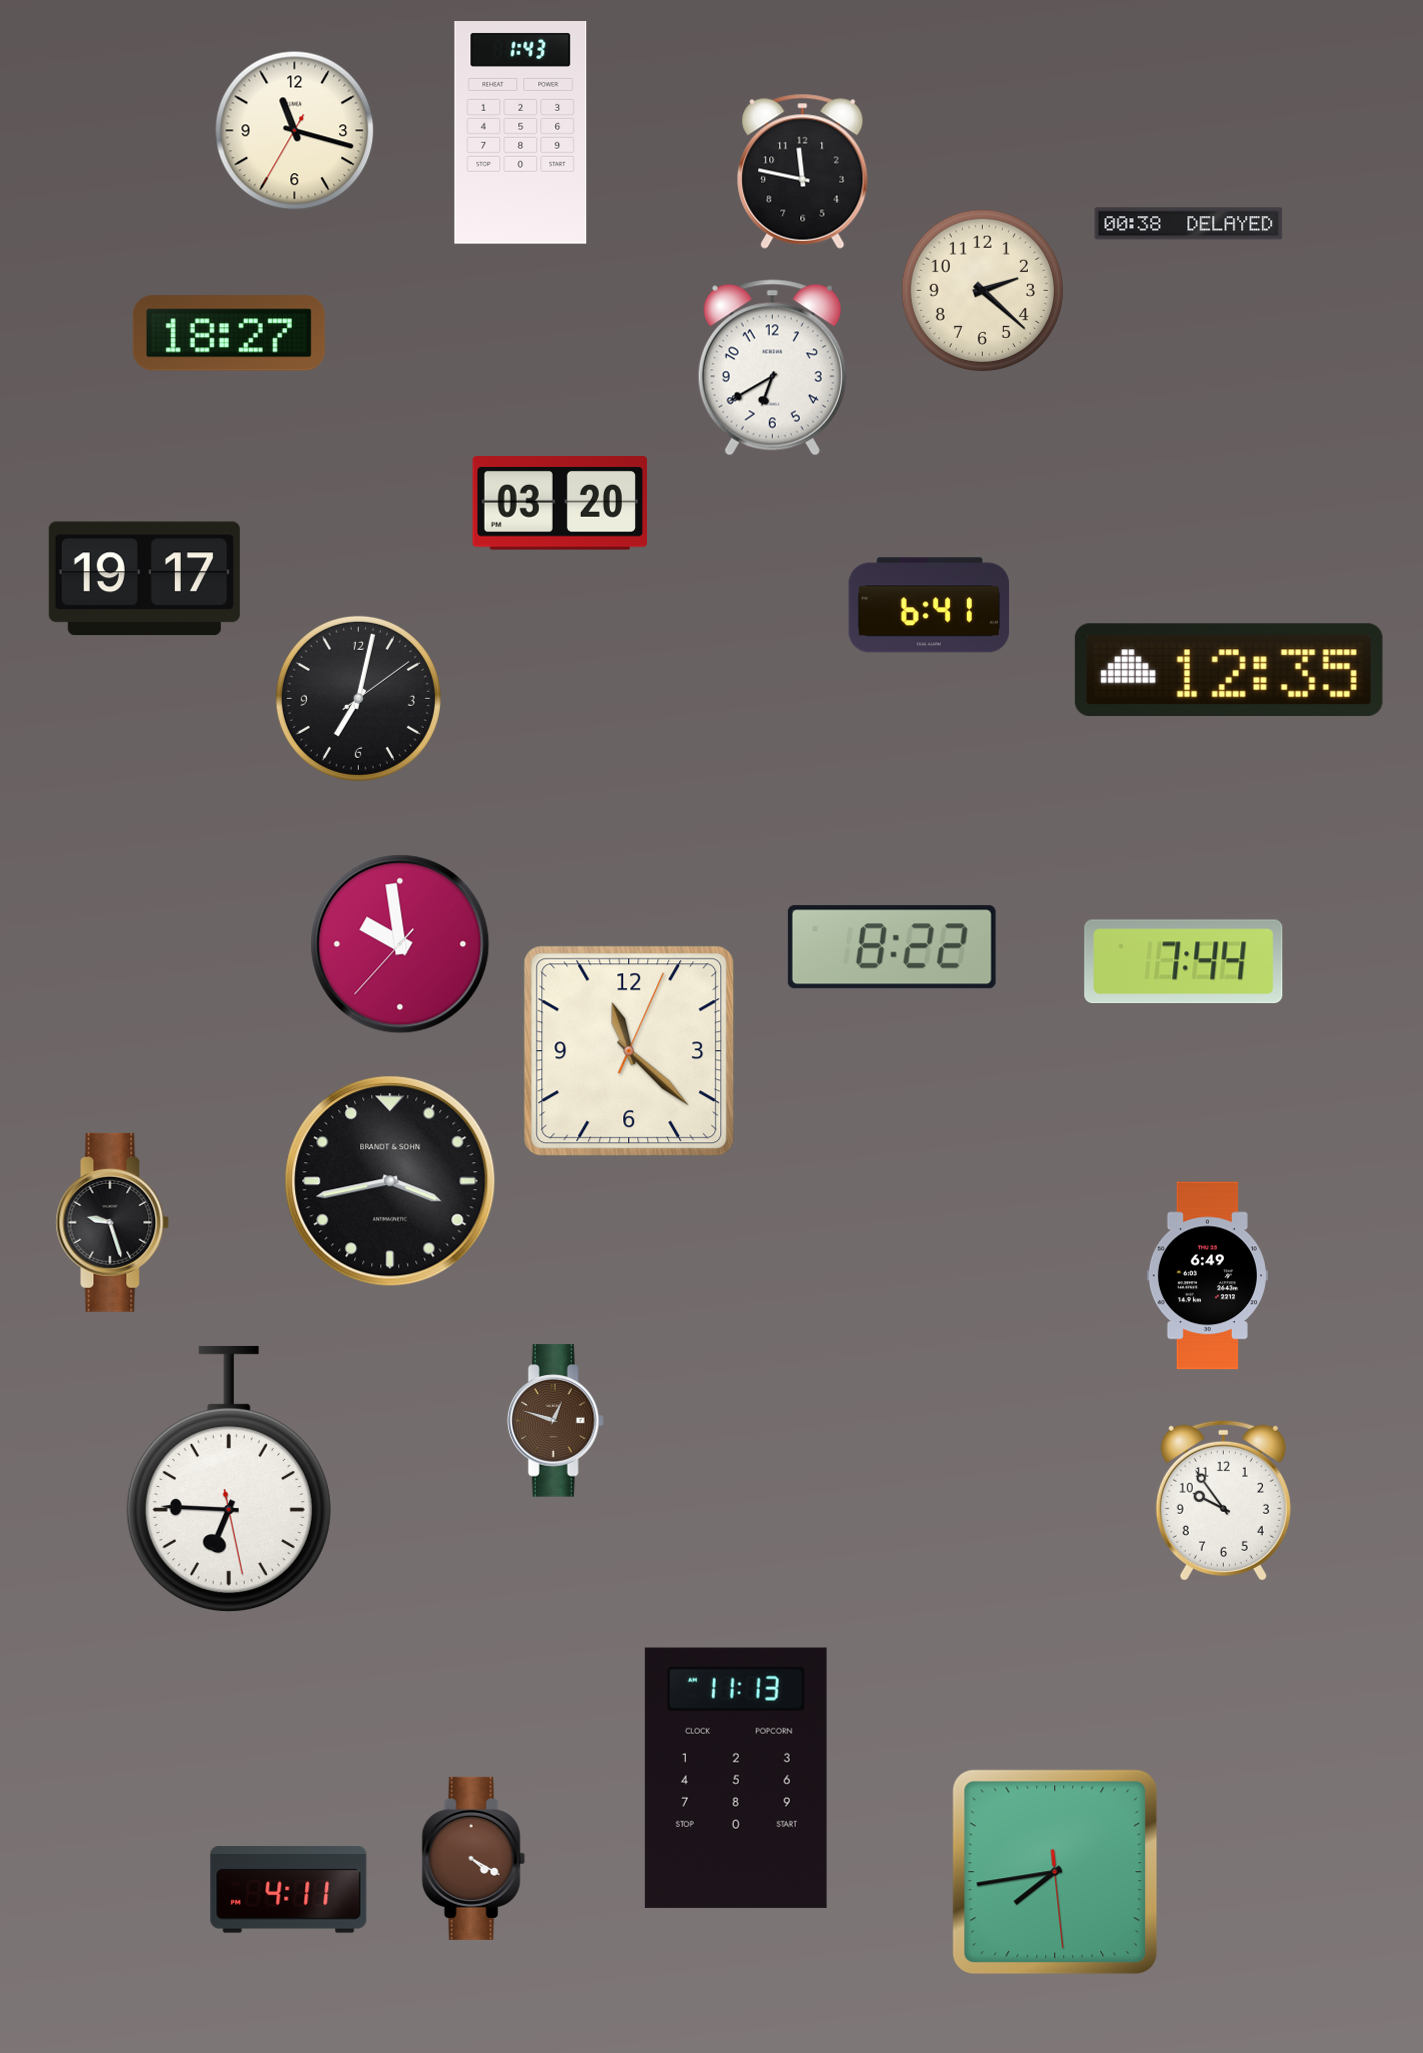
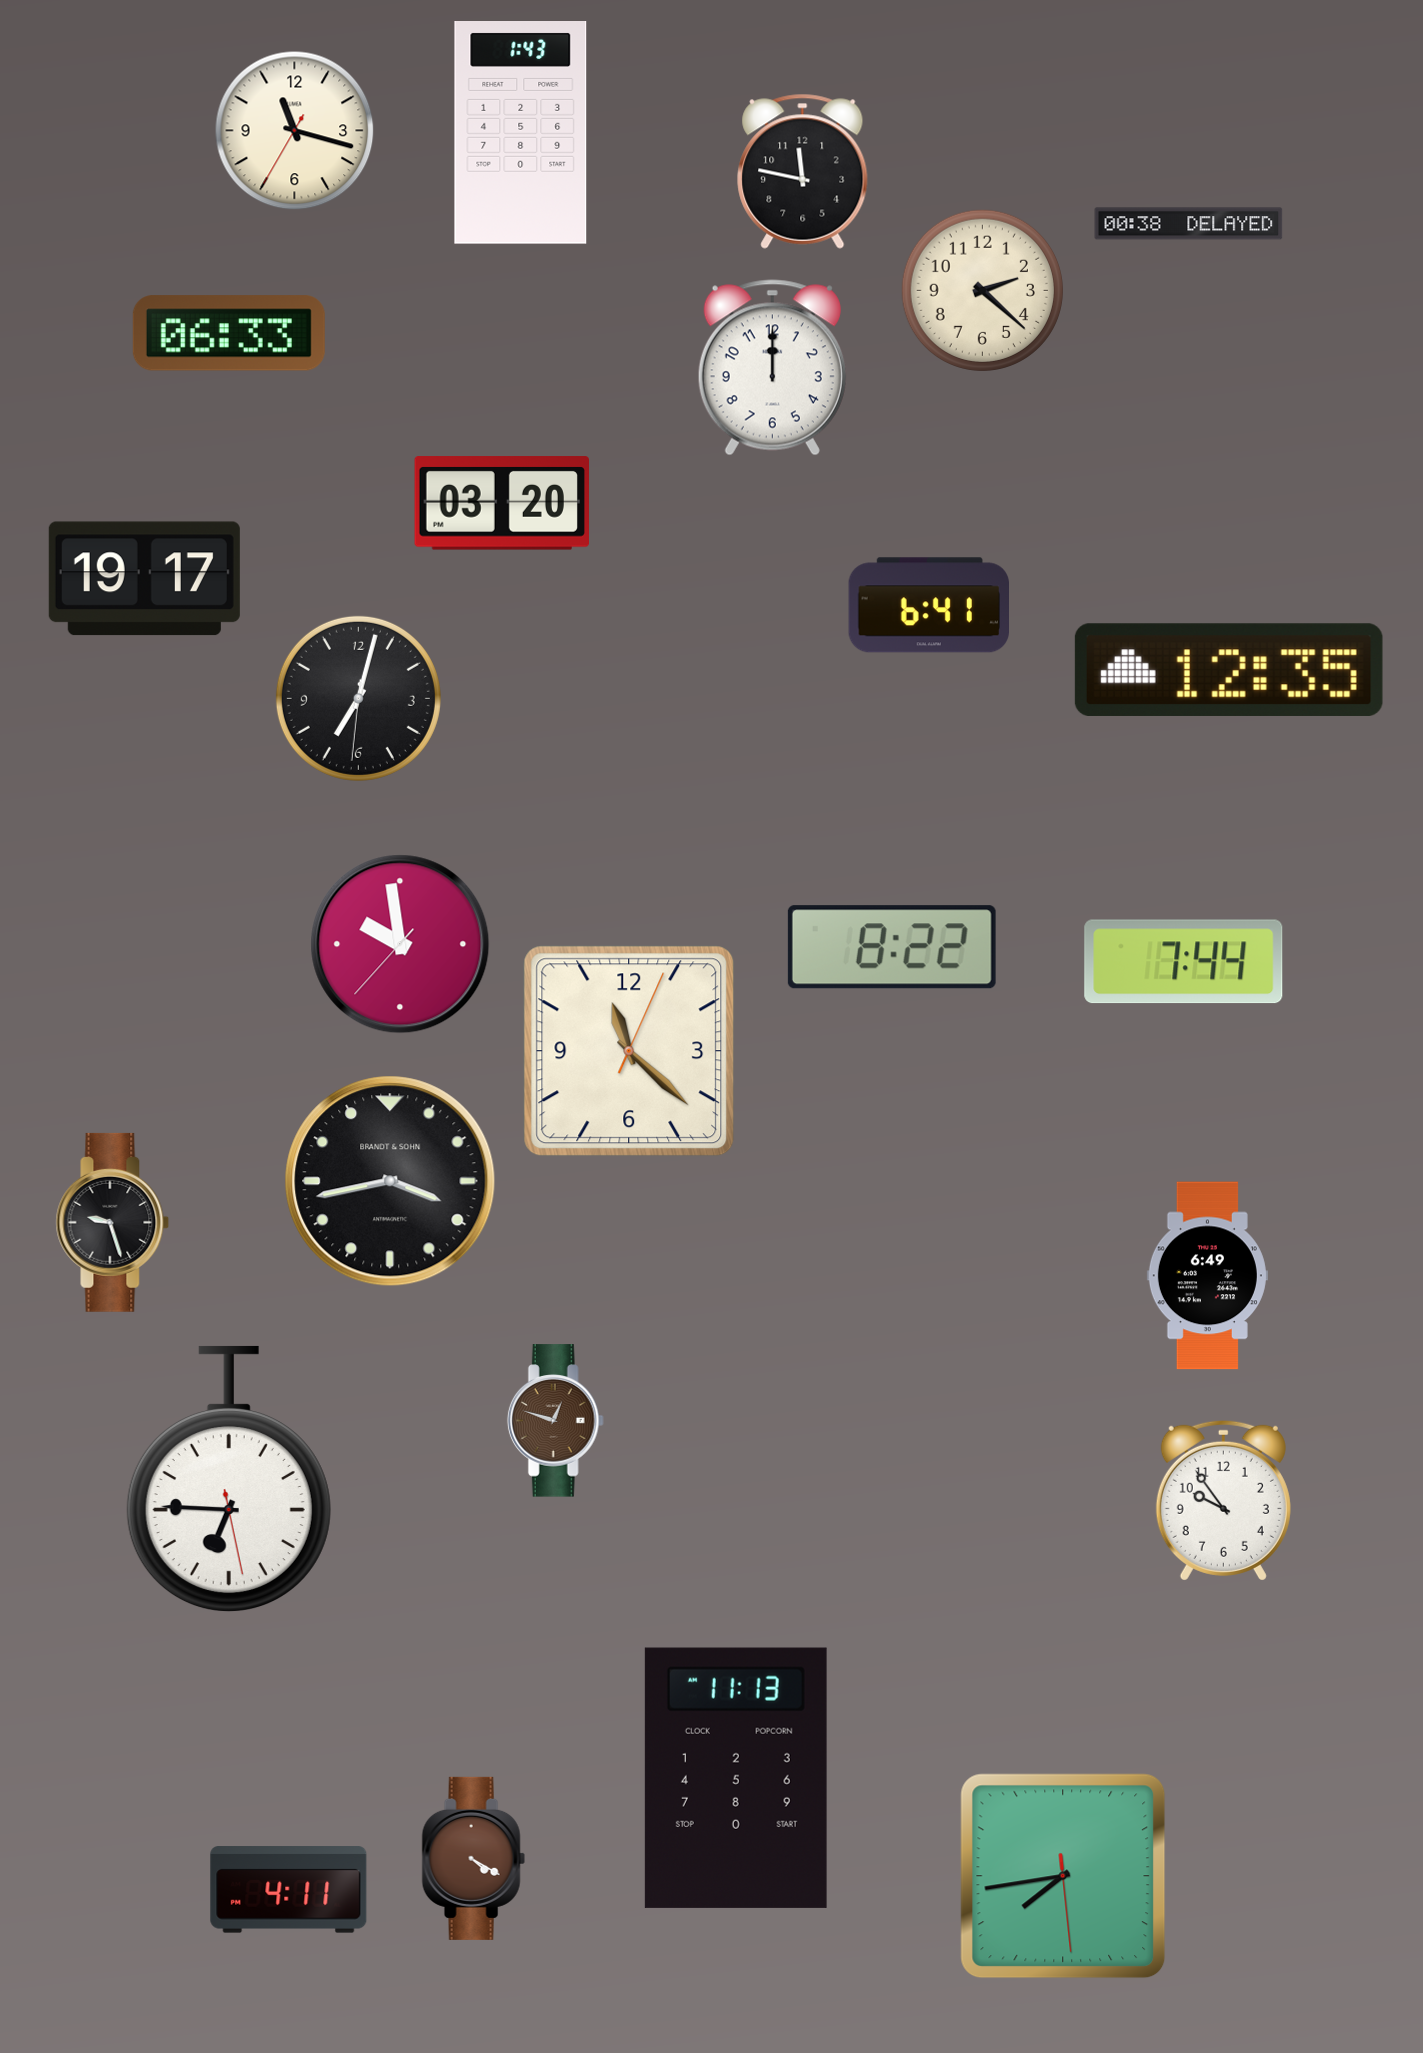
clock at (229, 333): 18:27 -> 06:33
clock at (772, 368): 6:40 -> 12:00
clock at (559, 503) position: (559, 503) -> (501, 503)
clock at (358, 698): 7:02:09 -> 7:02:31
clock at (1055, 1872) position: (1055, 1872) -> (1063, 1876)
